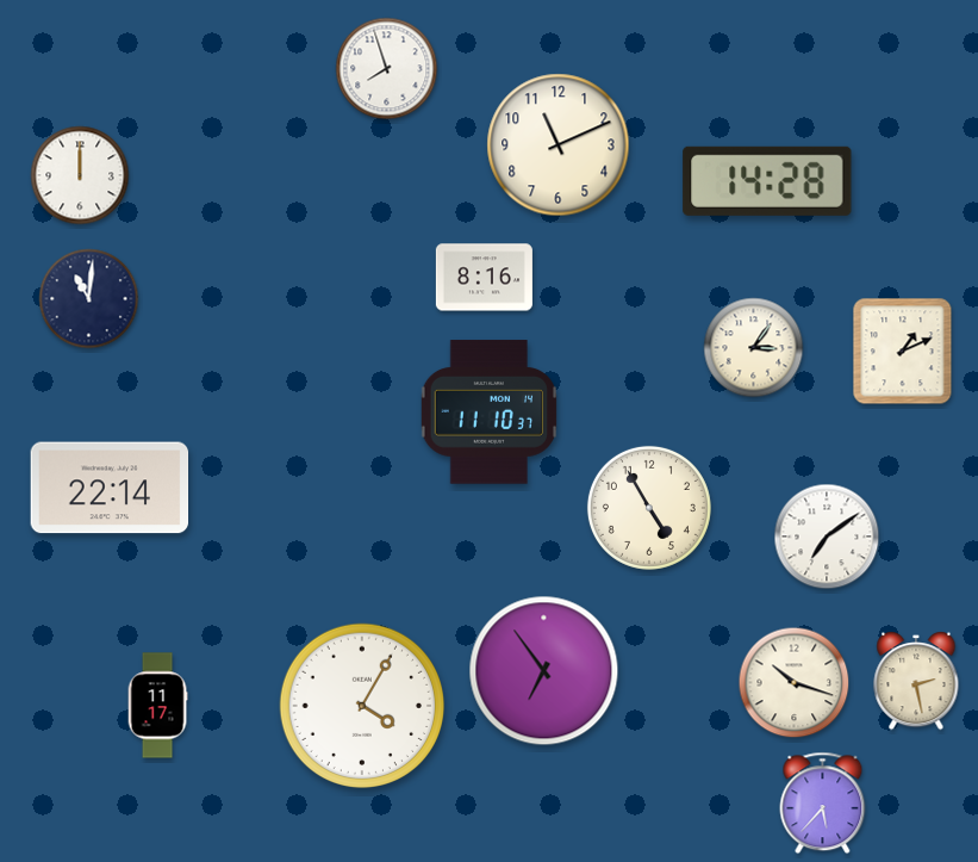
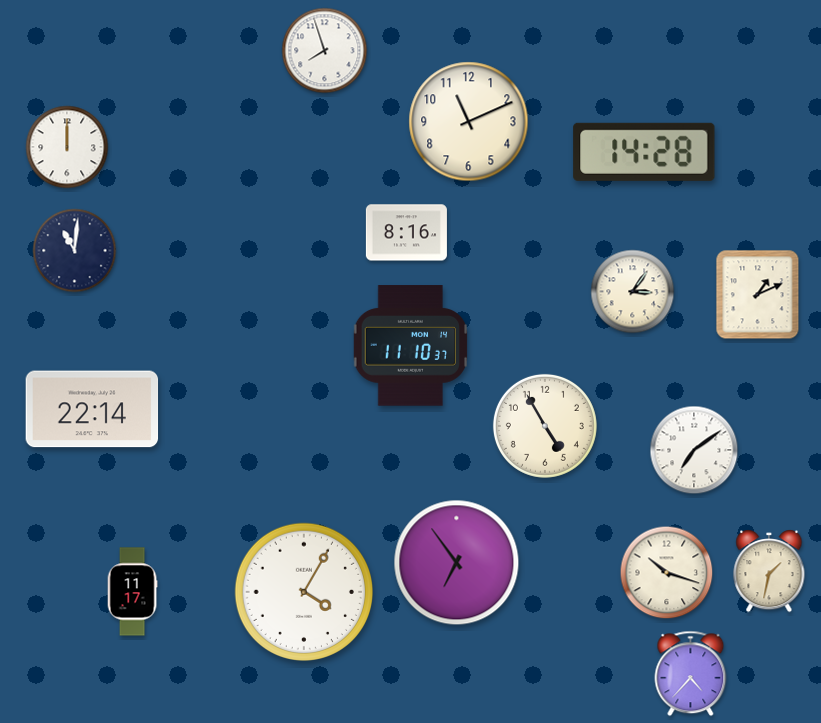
clock at (387, 69) position: (387, 69) -> (325, 51)
clock at (916, 681): 2:28 -> 1:32
clock at (823, 804): 5:37 -> 4:37
